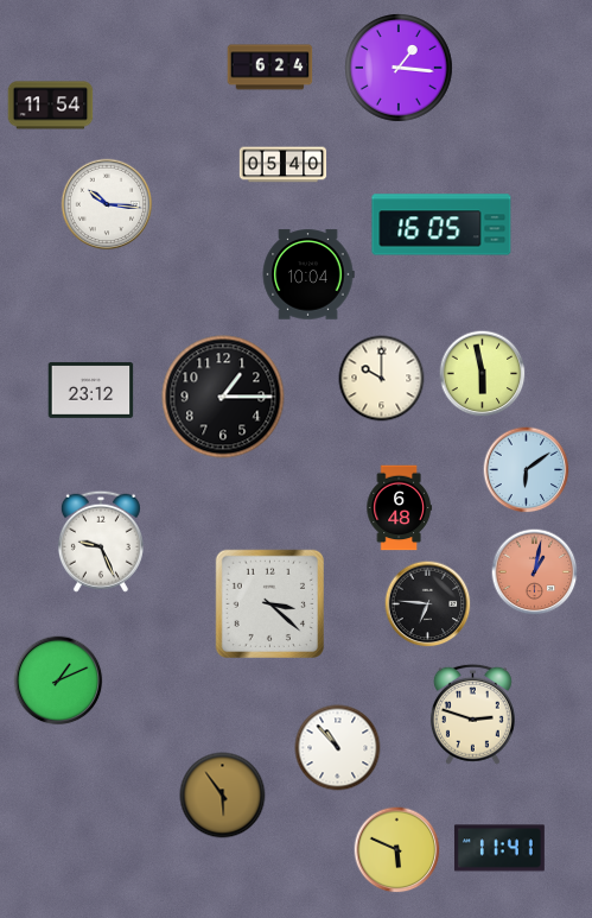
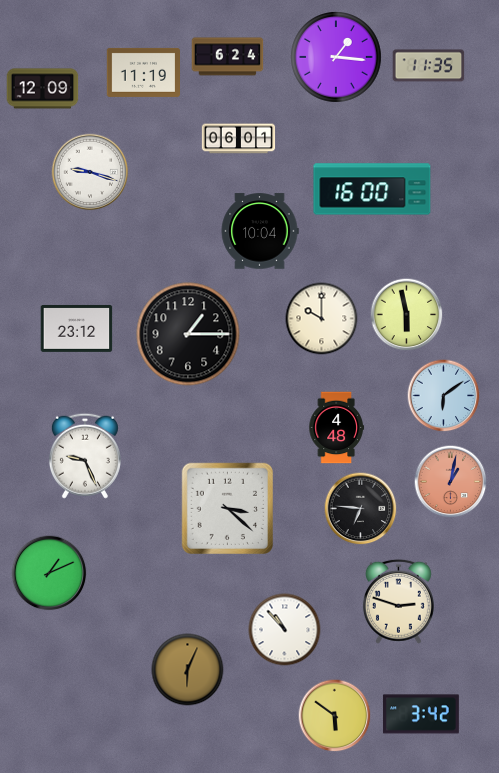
clock at (429, 66): none -> 11:35
clock at (143, 72): none -> 11:19
clock at (51, 106): 11:54 -> 12:09
clock at (284, 165): 05:40 -> 06:01
clock at (107, 204): 10:16 -> 9:18
clock at (441, 224): 16:05 -> 16:00
clock at (399, 508): 6:48 -> 4:48
clock at (223, 796): 5:54 -> 6:04
clock at (499, 848): 11:41 -> 3:42
clock at (397, 850): 5:49 -> 5:51
